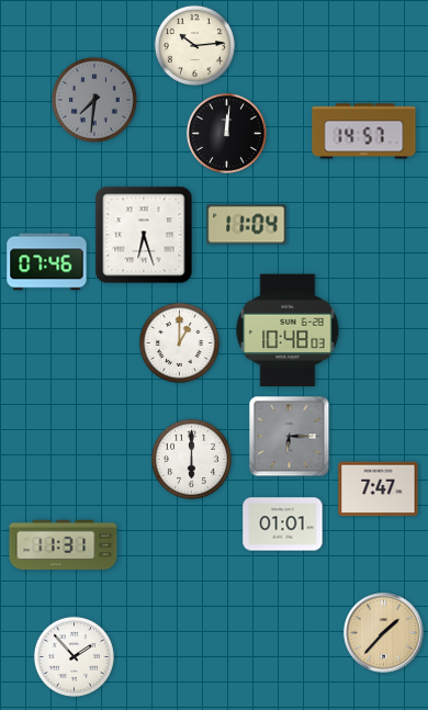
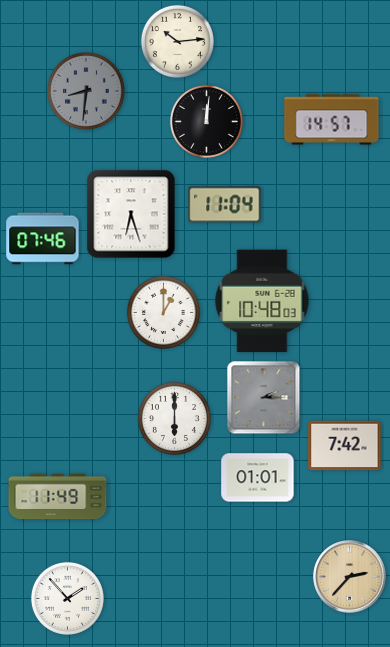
clock at (95, 101): 7:31 -> 8:31
clock at (290, 437): 6:15 -> 2:15
clock at (379, 489): 7:47 -> 7:42
clock at (64, 545): 11:31 -> 11:49
clock at (384, 633): 1:37 -> 2:37
